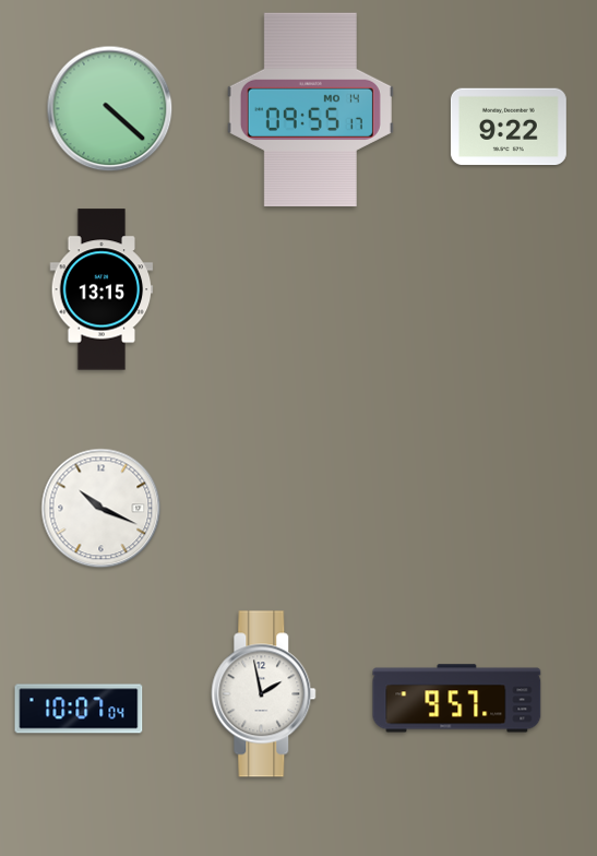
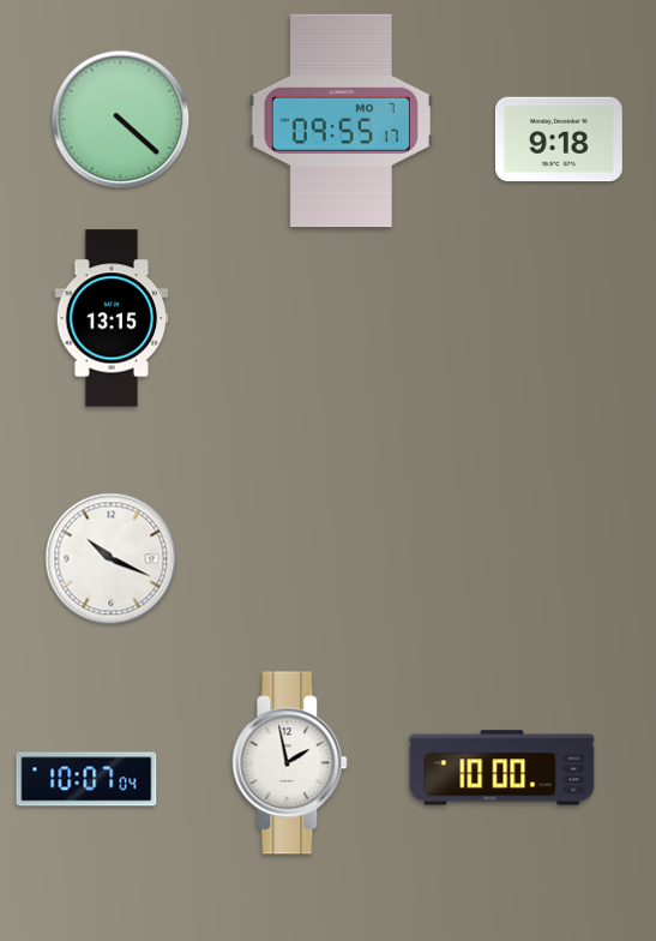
clock at (310, 110) date: MO 14 -> MO 7
clock at (509, 127): 9:22 -> 9:18
clock at (457, 699): 9:57 -> 10:00
